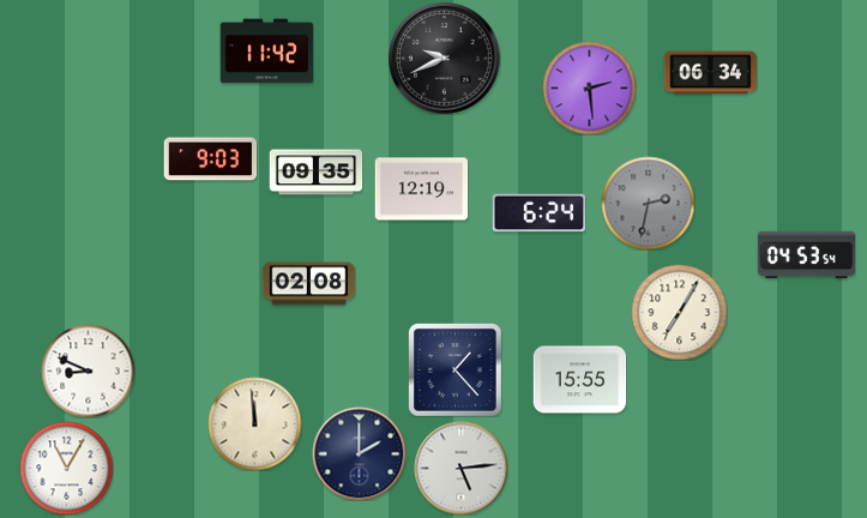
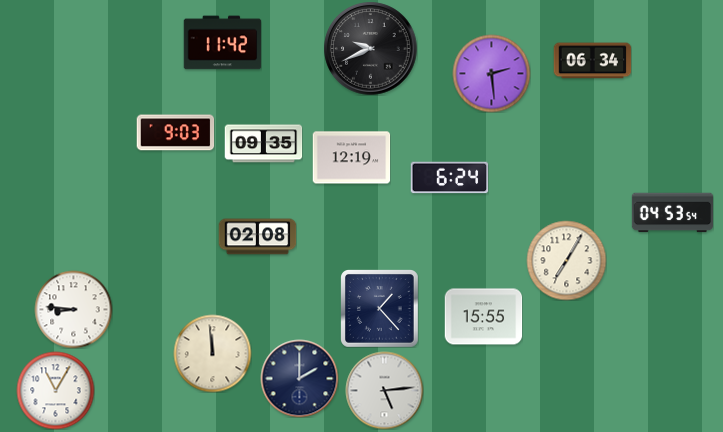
clock at (648, 203): 2:32 -> none
clock at (88, 371): 8:49 -> 8:46
